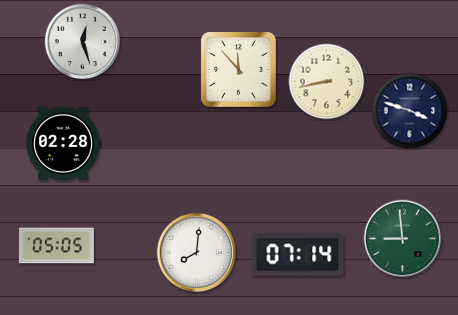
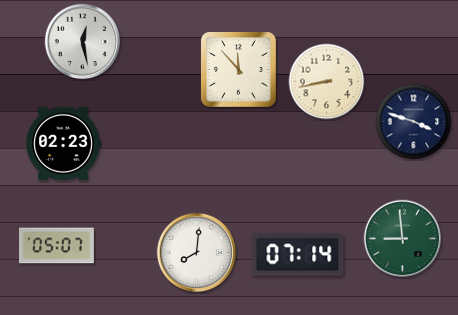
clock at (83, 42): 12:27 -> 12:28
clock at (410, 111) position: (410, 111) -> (414, 122)
clock at (63, 143): 02:28 -> 02:23
clock at (56, 246): 05:05 -> 05:07
